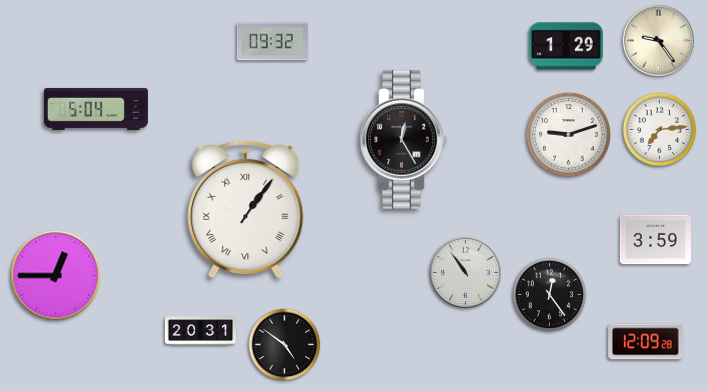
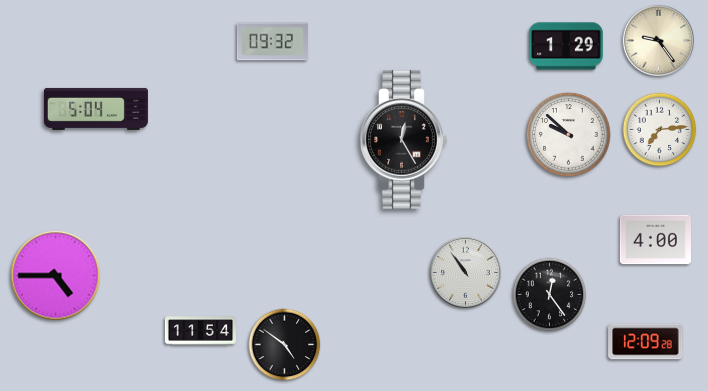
clock at (569, 135): 9:12 -> 9:52
clock at (246, 210): 1:06 -> none
clock at (655, 240): 3:59 -> 4:00
clock at (56, 276): 12:45 -> 4:45
clock at (200, 331): 20:31 -> 11:54
